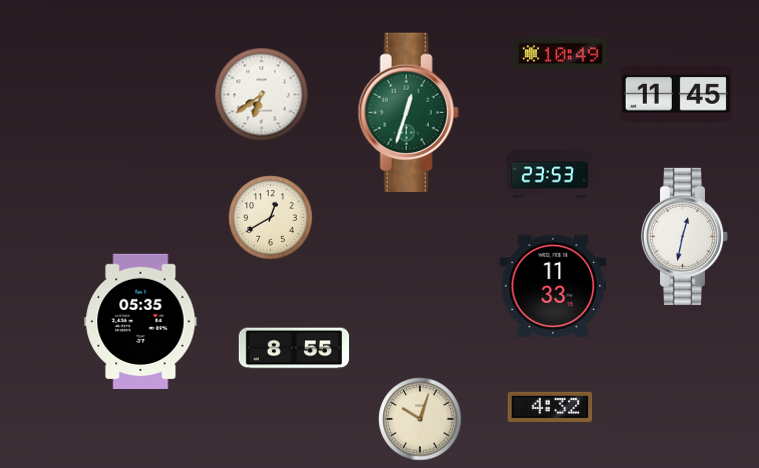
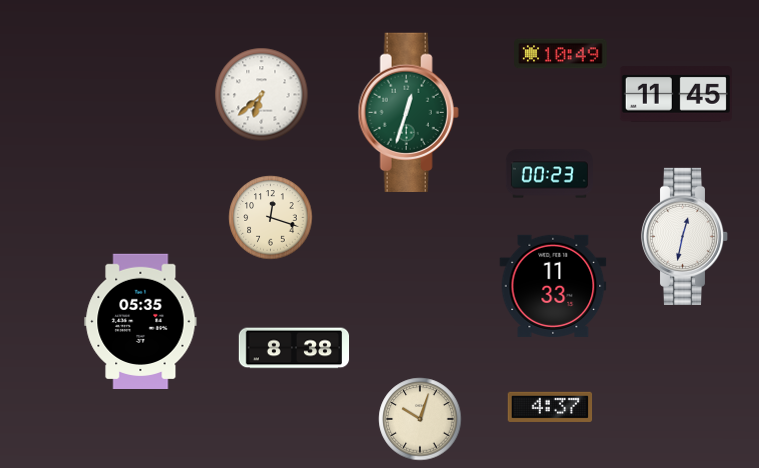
clock at (262, 95): 6:39 -> 6:38
clock at (549, 174): 23:53 -> 00:23
clock at (271, 218): 12:40 -> 12:18
clock at (294, 348): 8:55 -> 8:38
clock at (550, 407): 4:32 -> 4:37
